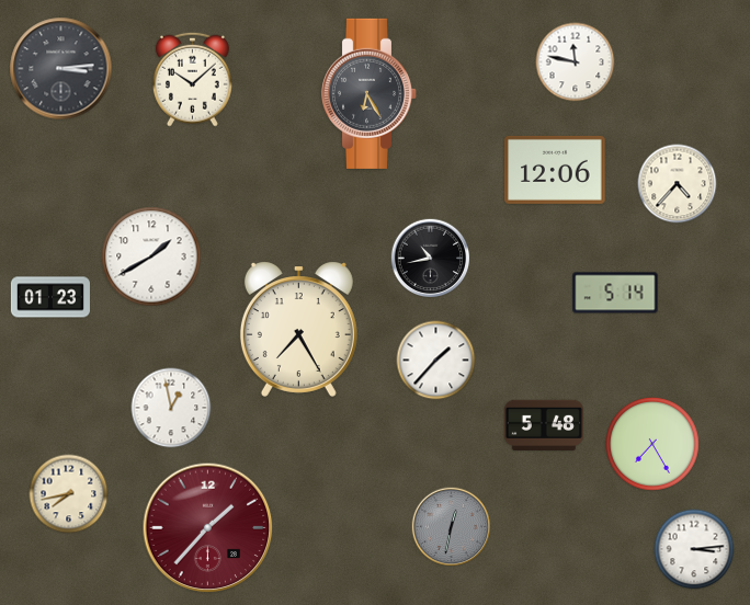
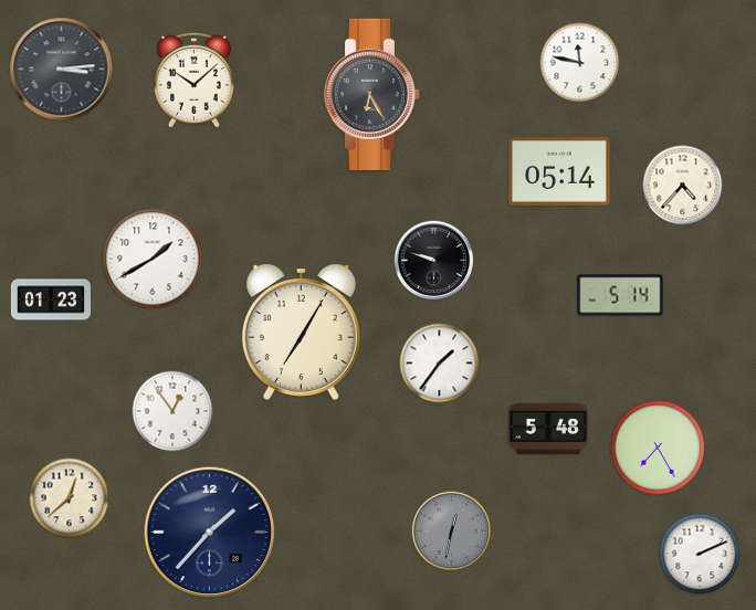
clock at (555, 170): 12:06 -> 05:14
clock at (431, 259): 10:43 -> 9:48
clock at (298, 329): 7:25 -> 7:05
clock at (436, 361): 1:37 -> 1:36
clock at (171, 408): 12:58 -> 12:54
clock at (69, 494): 7:43 -> 12:38
clock at (452, 527) position: (452, 527) -> (452, 532)
clock at (208, 528) dial: burgundy -> navy
clock at (694, 549): 3:14 -> 2:11
